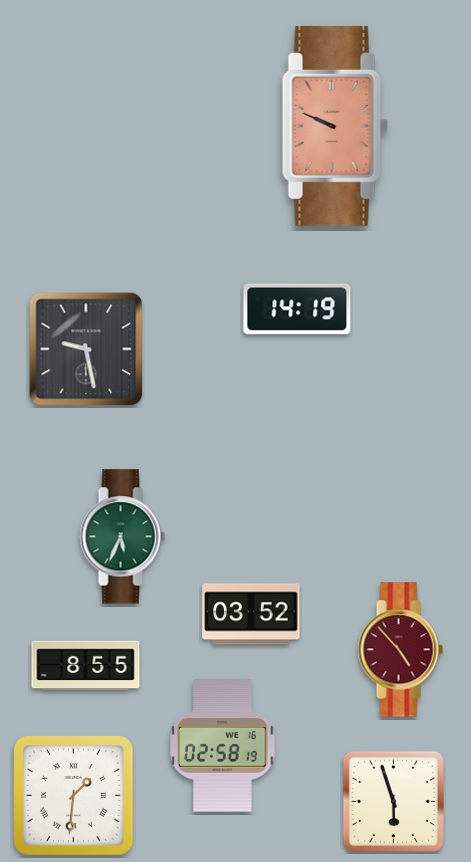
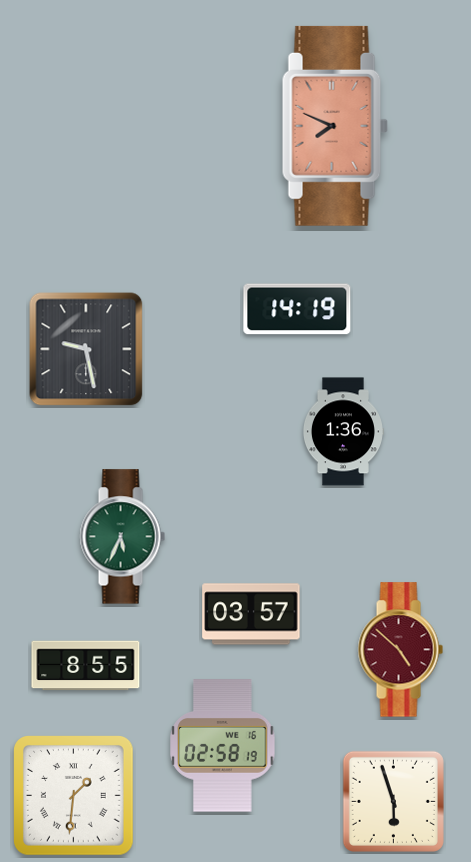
clock at (335, 126): 9:49 -> 7:49
clock at (343, 432): none -> 1:36
clock at (251, 614): 03:52 -> 03:57
clock at (400, 650): 4:53 -> 4:52
